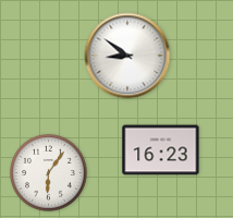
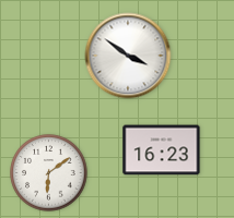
clock at (127, 56): 8:51 -> 3:51
clock at (49, 173): 6:06 -> 6:09
